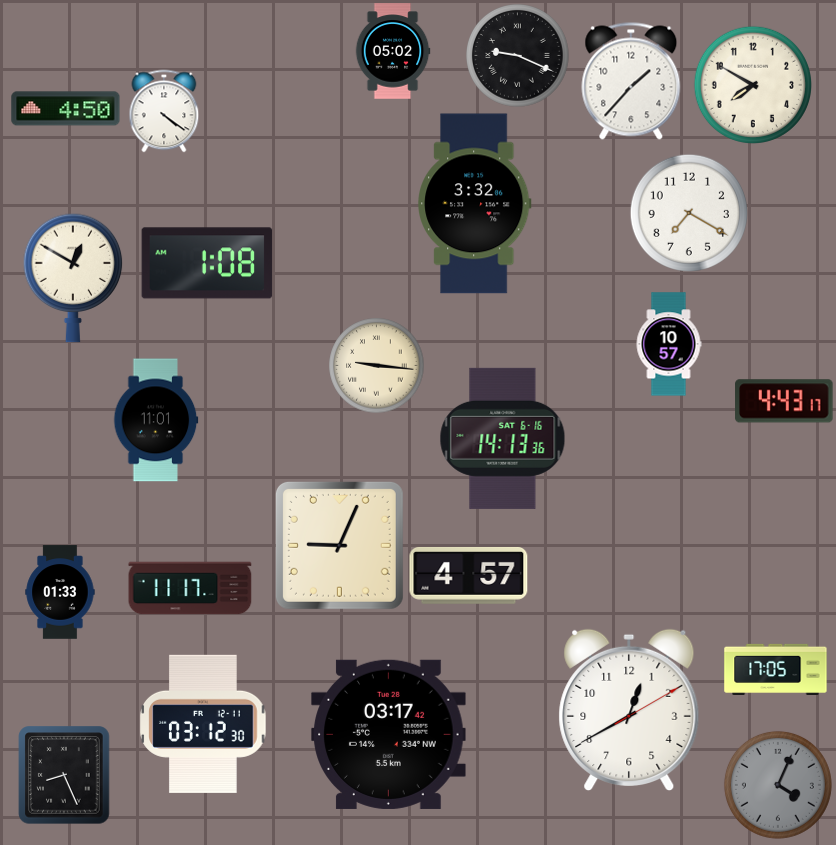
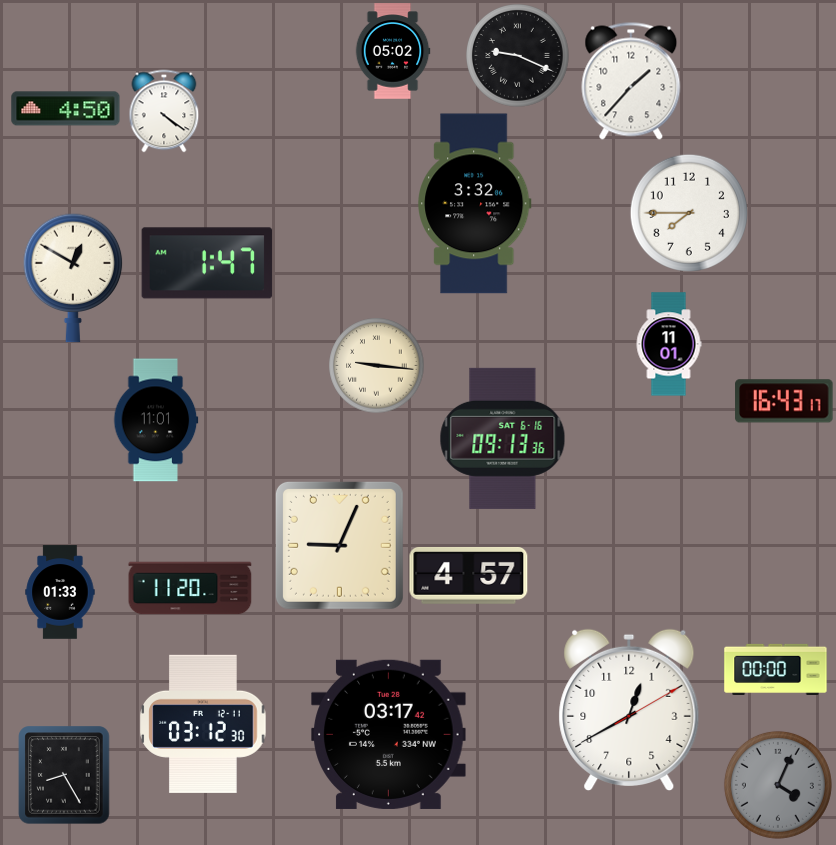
clock at (753, 85): 7:50 -> none
clock at (689, 213): 7:20 -> 7:45
clock at (207, 263): 1:08 -> 1:47
clock at (669, 344): 10:57 -> 11:01
clock at (784, 401): 4:43 -> 16:43
clock at (503, 438): 14:13 -> 09:13
clock at (190, 588): 11:17 -> 11:20
clock at (776, 669): 17:05 -> 00:00
clock at (64, 775): 8:26 -> 8:25
